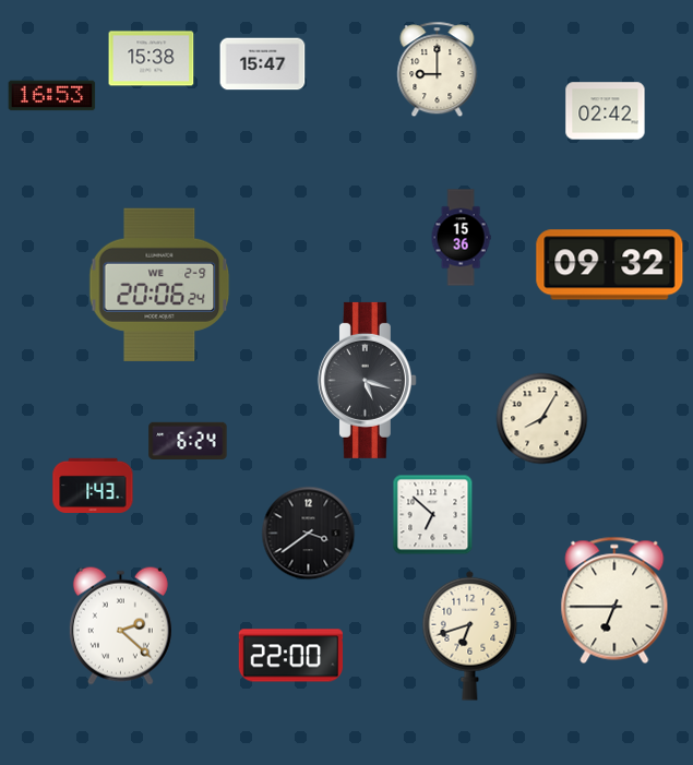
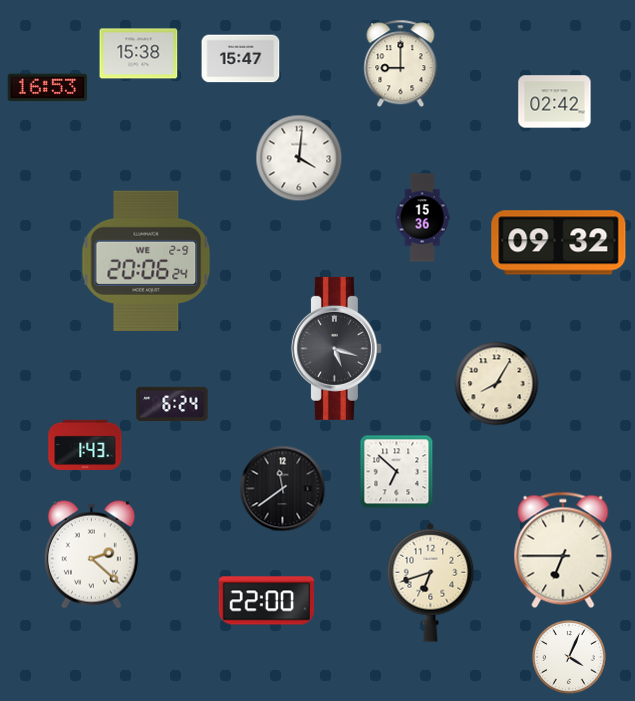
clock at (299, 158): none -> 4:01
clock at (309, 534): 3:39 -> 11:39
clock at (120, 625) position: (120, 625) -> (91, 554)
clock at (569, 657): none -> 4:04
